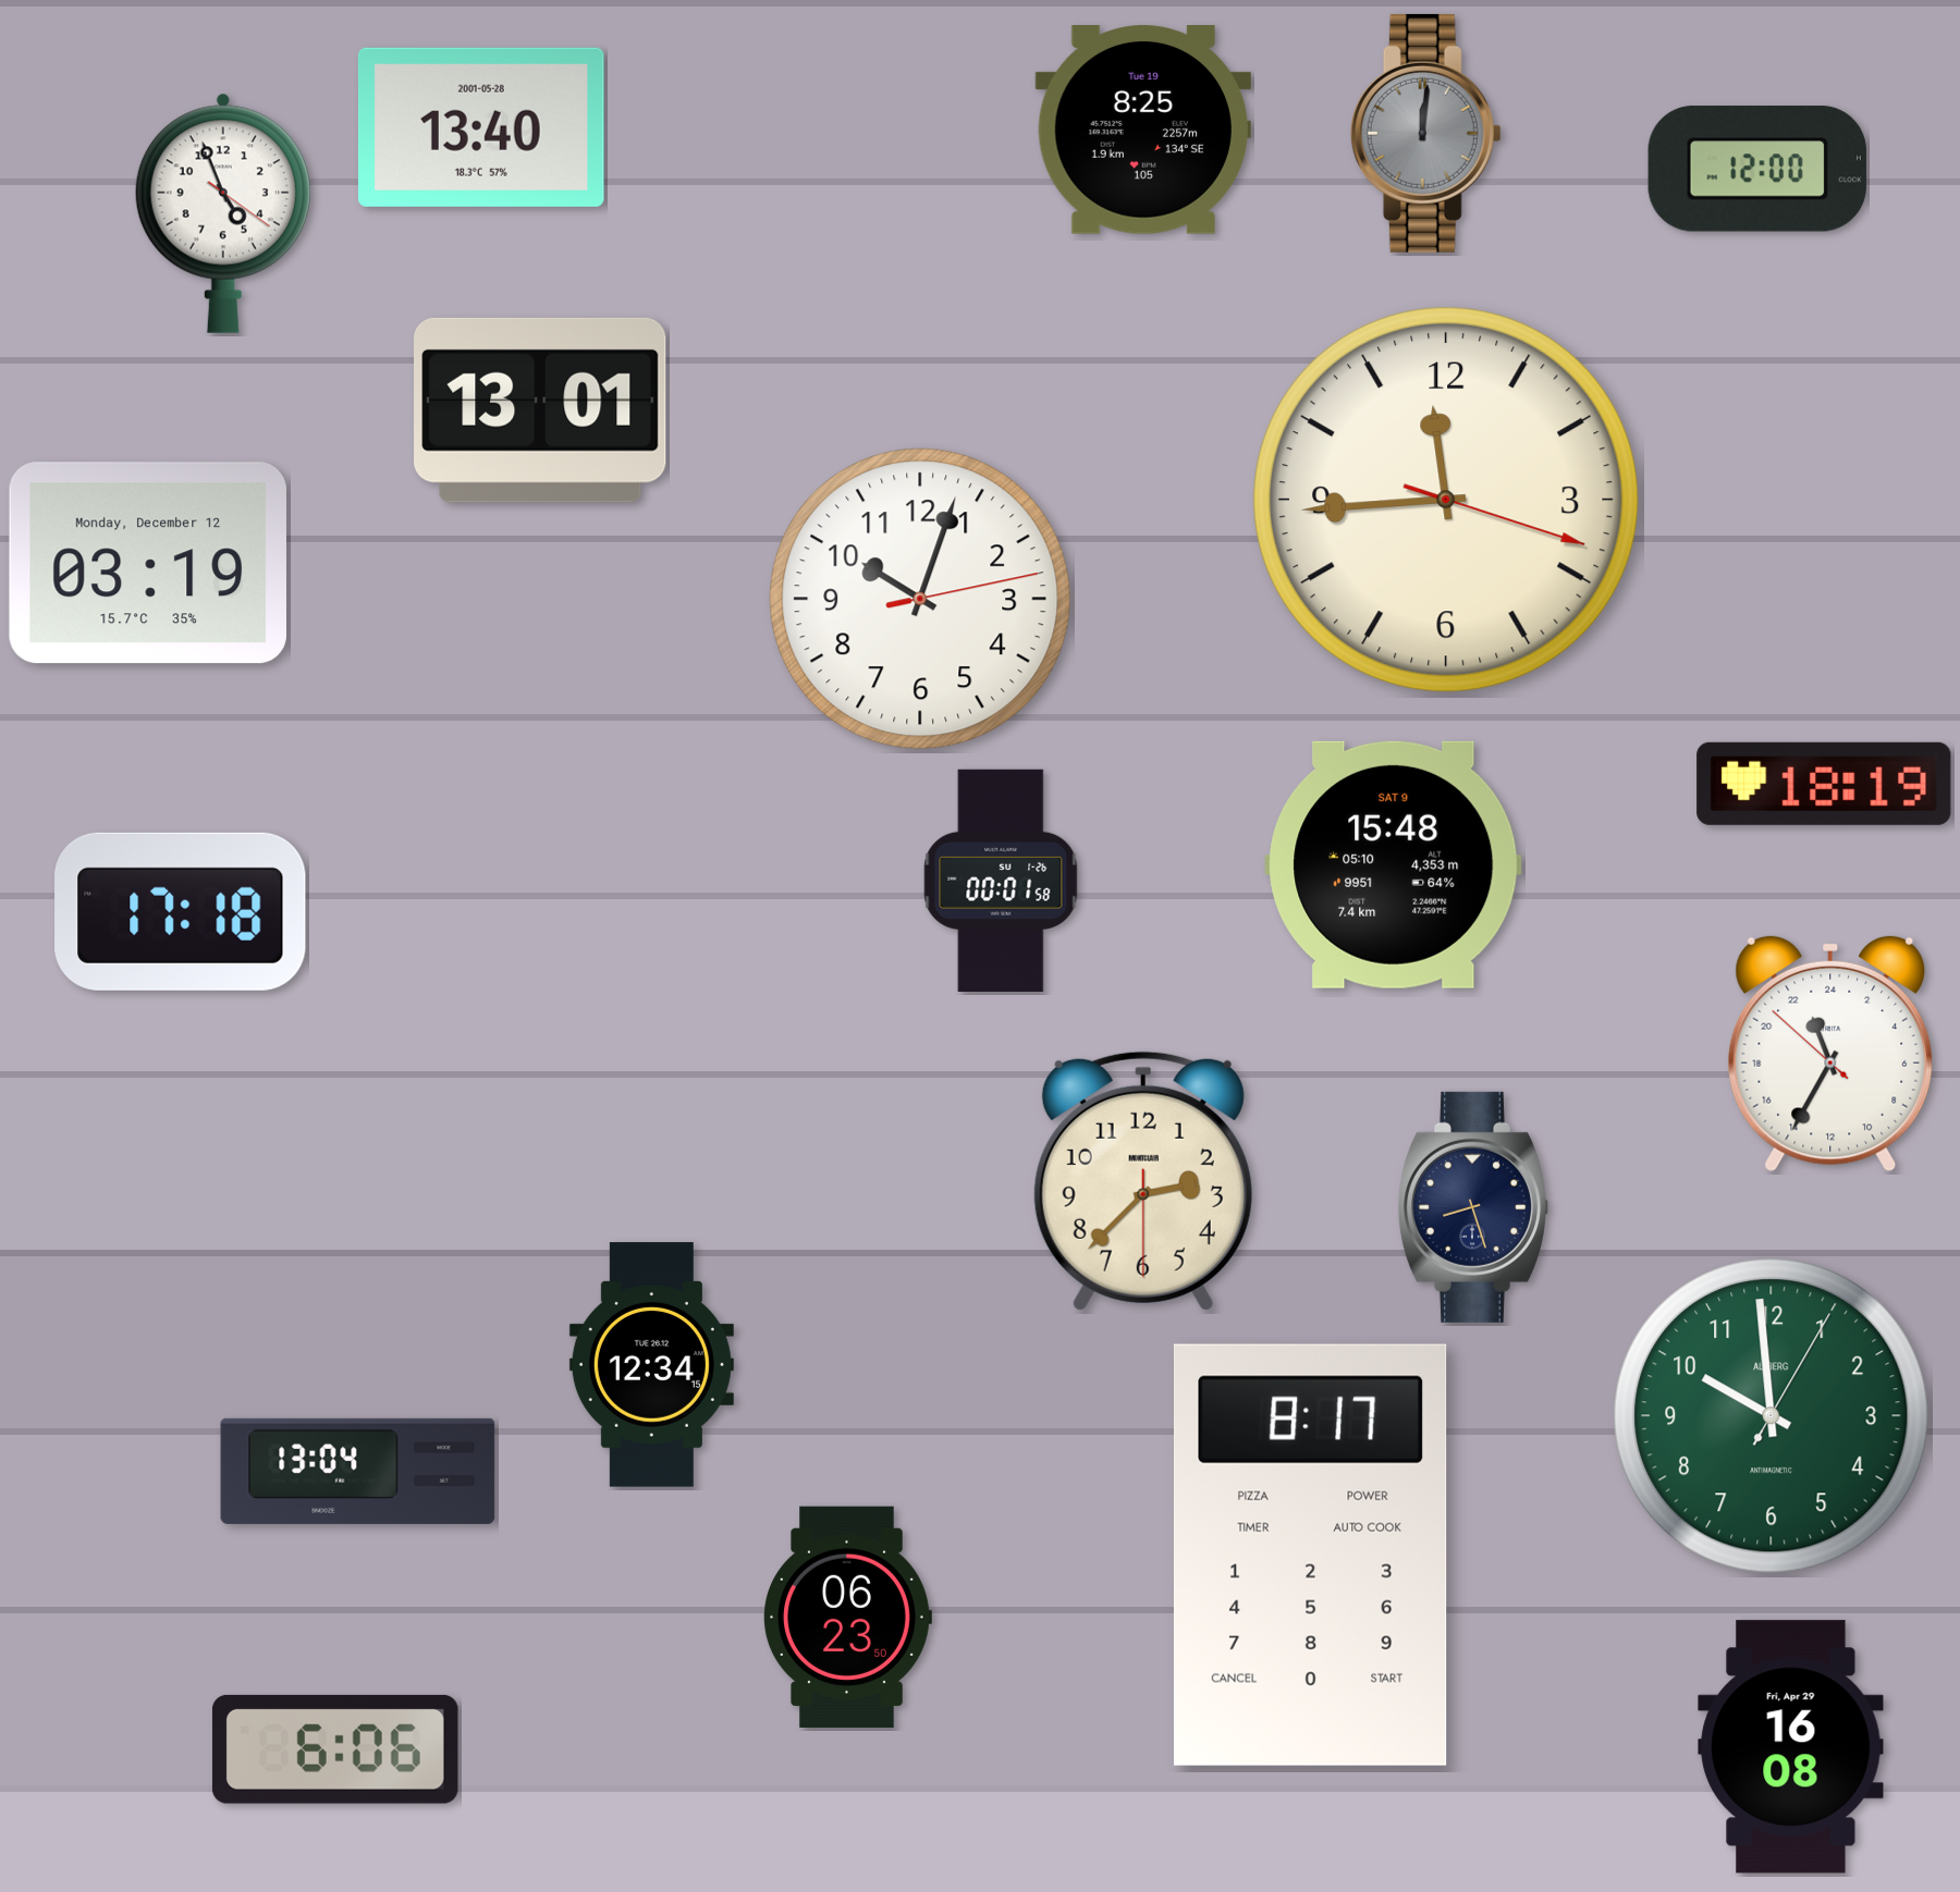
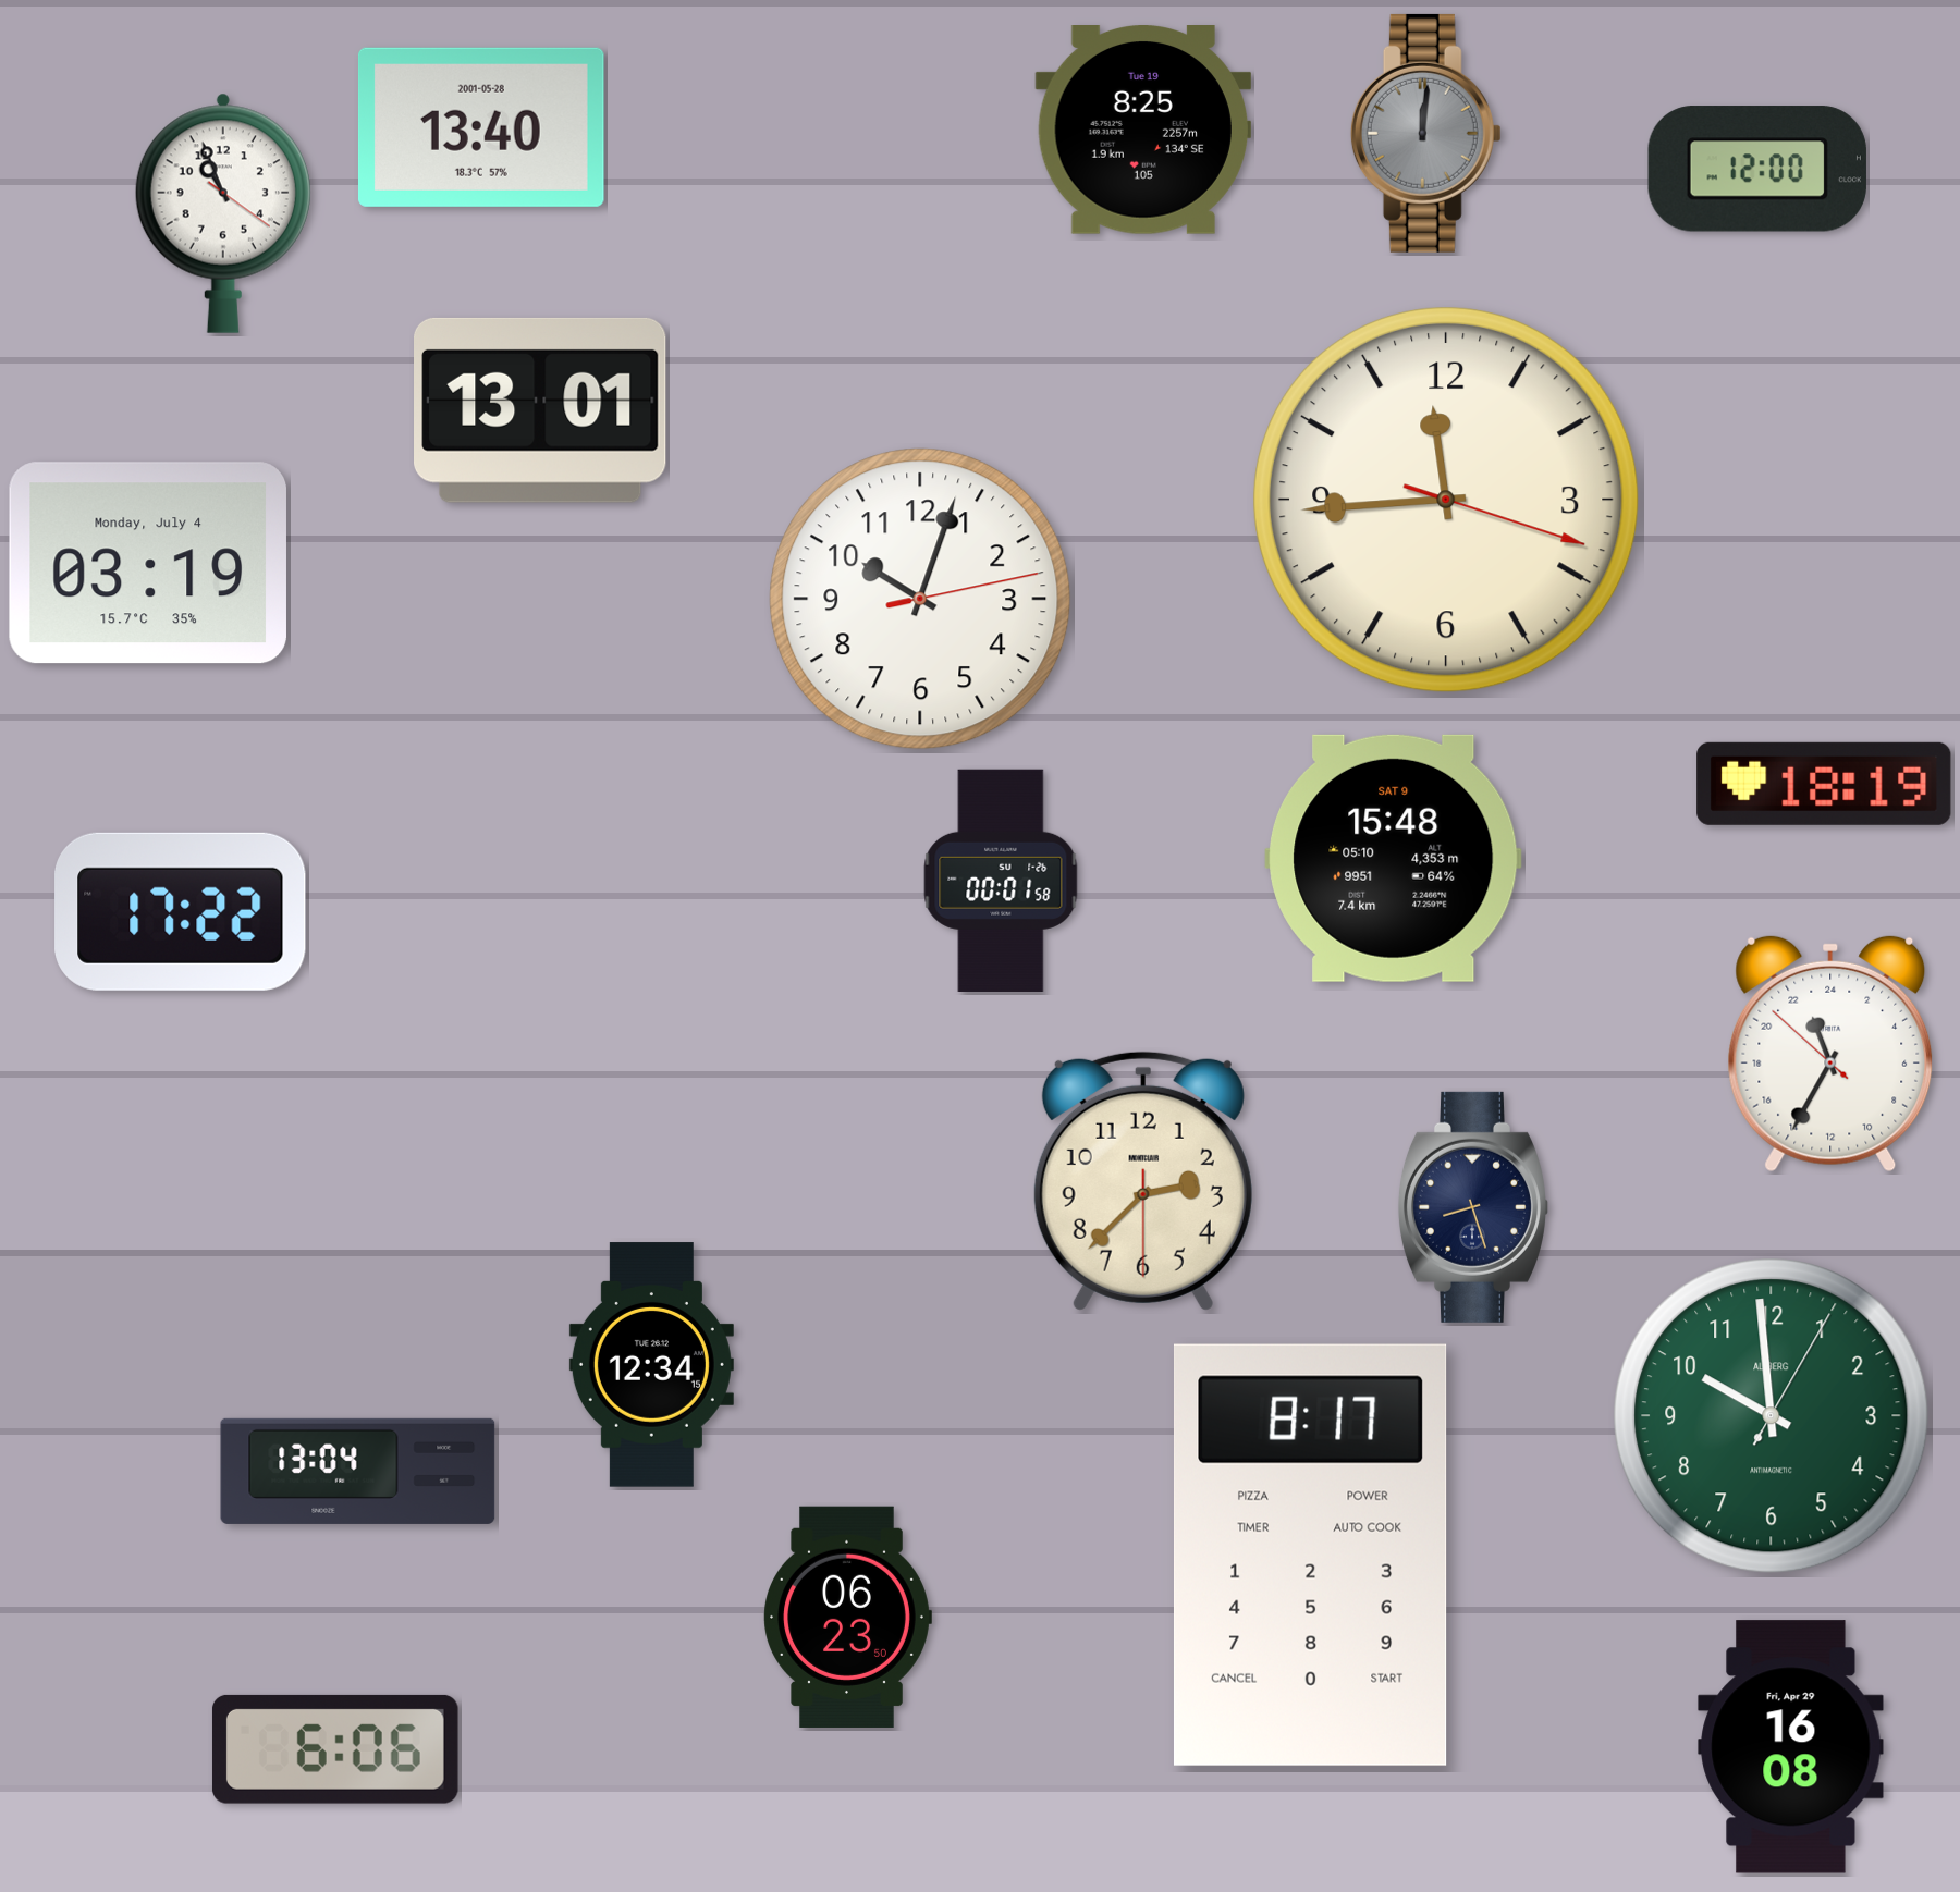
clock at (223, 213): 4:56 -> 10:56
clock at (148, 563) date: Monday, December 12 -> Monday, July 4
clock at (1394, 864) position: (1394, 864) -> (1394, 858)
clock at (181, 911): 17:18 -> 17:22
